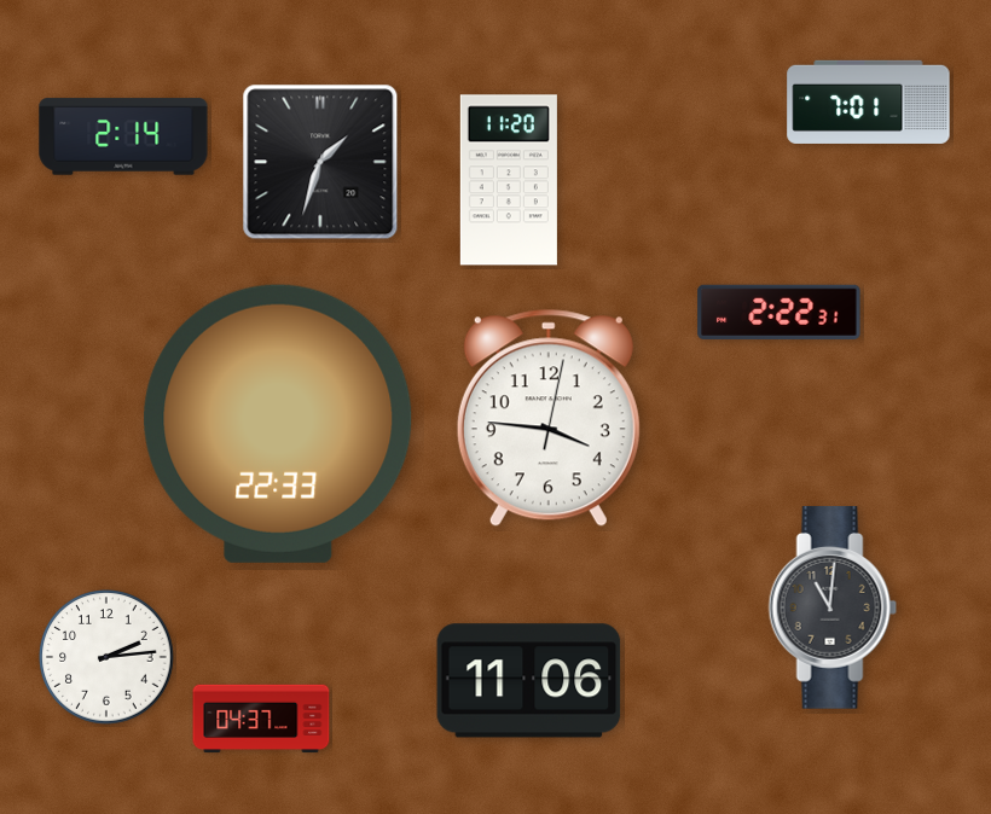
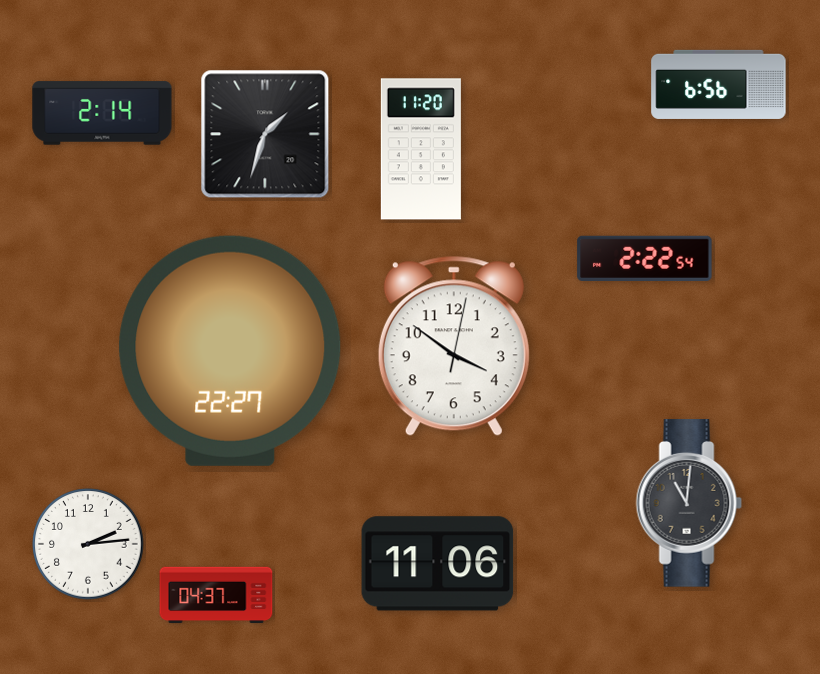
clock at (869, 101): 7:01 -> 6:56
clock at (780, 312): 2:22:31 -> 2:22:54
clock at (549, 418): 3:46 -> 3:51
clock at (278, 424): 22:33 -> 22:27
